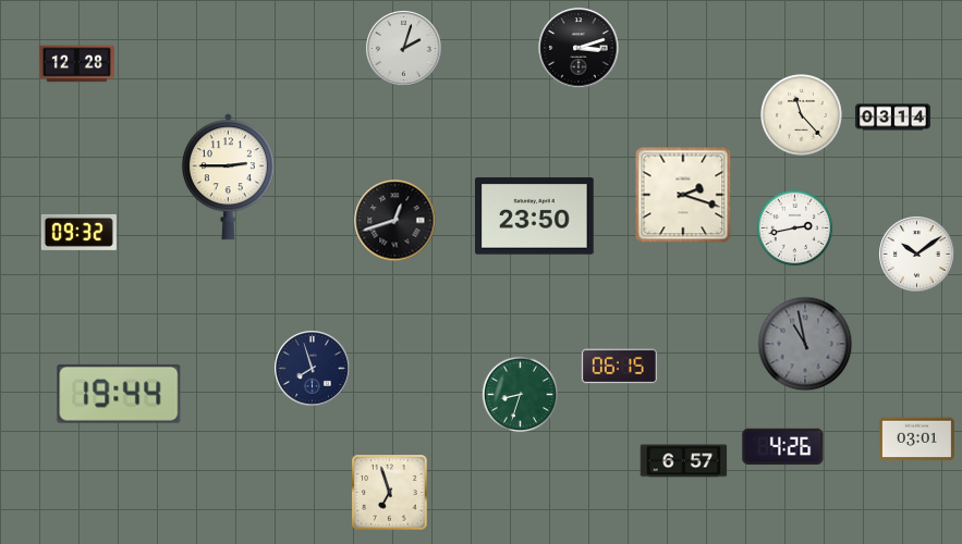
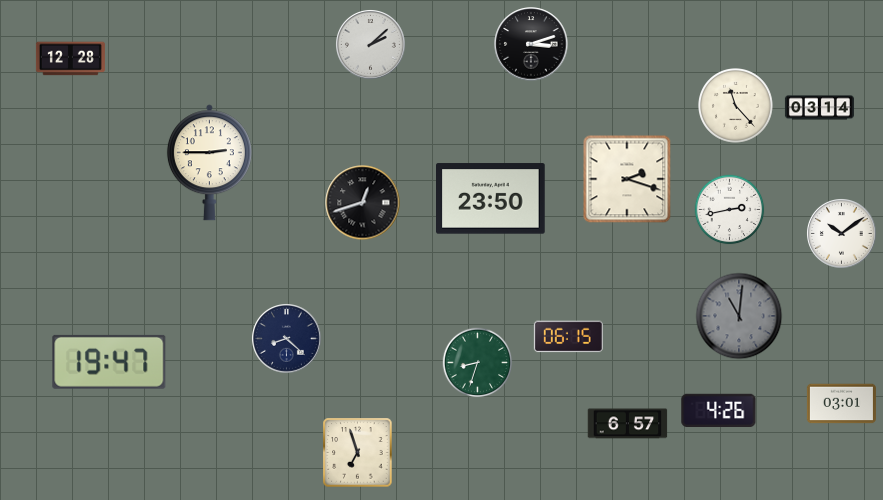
clock at (404, 49): 2:03 -> 2:08
clock at (78, 232): 09:32 -> none
clock at (805, 344): 10:58 -> 11:01
clock at (313, 369): 7:57 -> 8:22
clock at (119, 394): 19:44 -> 19:47
